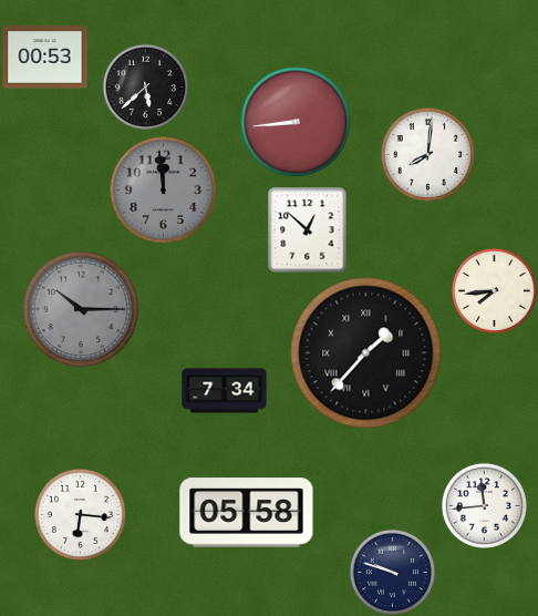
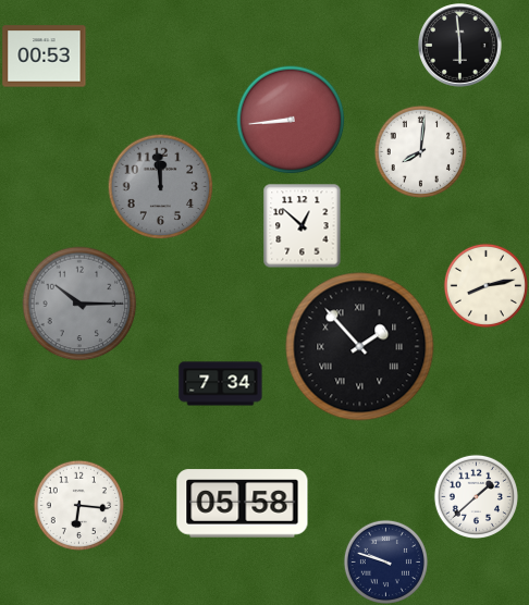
clock at (460, 46): none -> 5:59
clock at (145, 86): 5:38 -> none
clock at (494, 290): 7:44 -> 8:13
clock at (366, 353): 1:37 -> 1:53
clock at (484, 505): 11:44 -> 1:38
